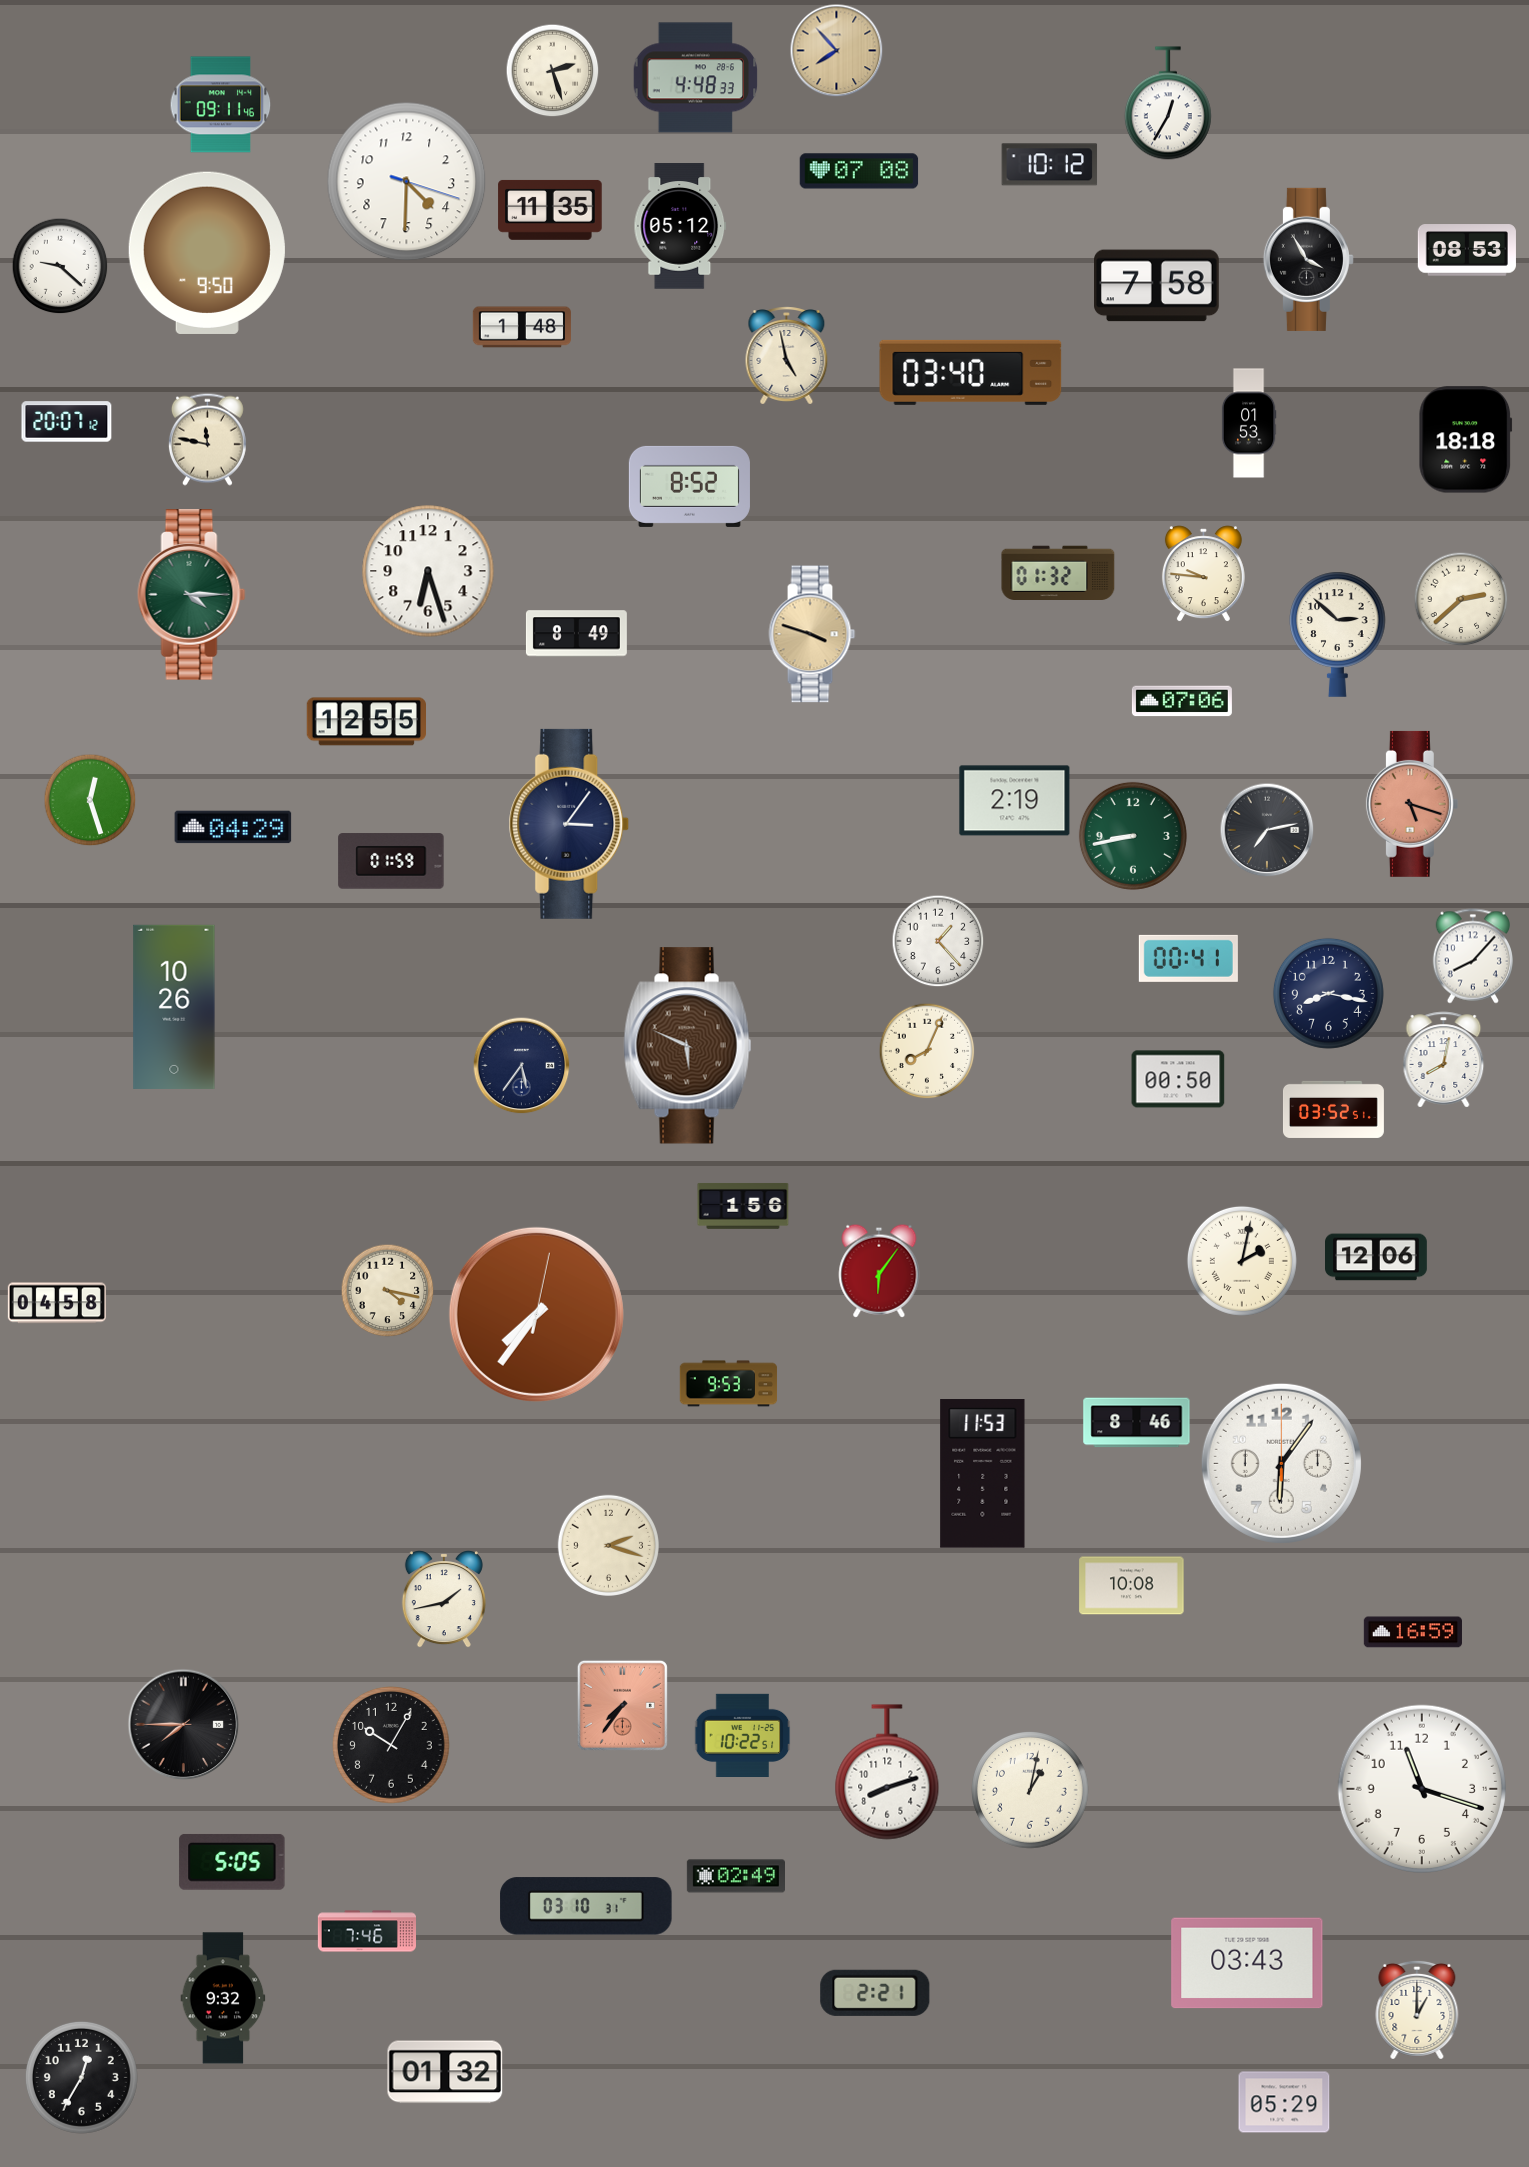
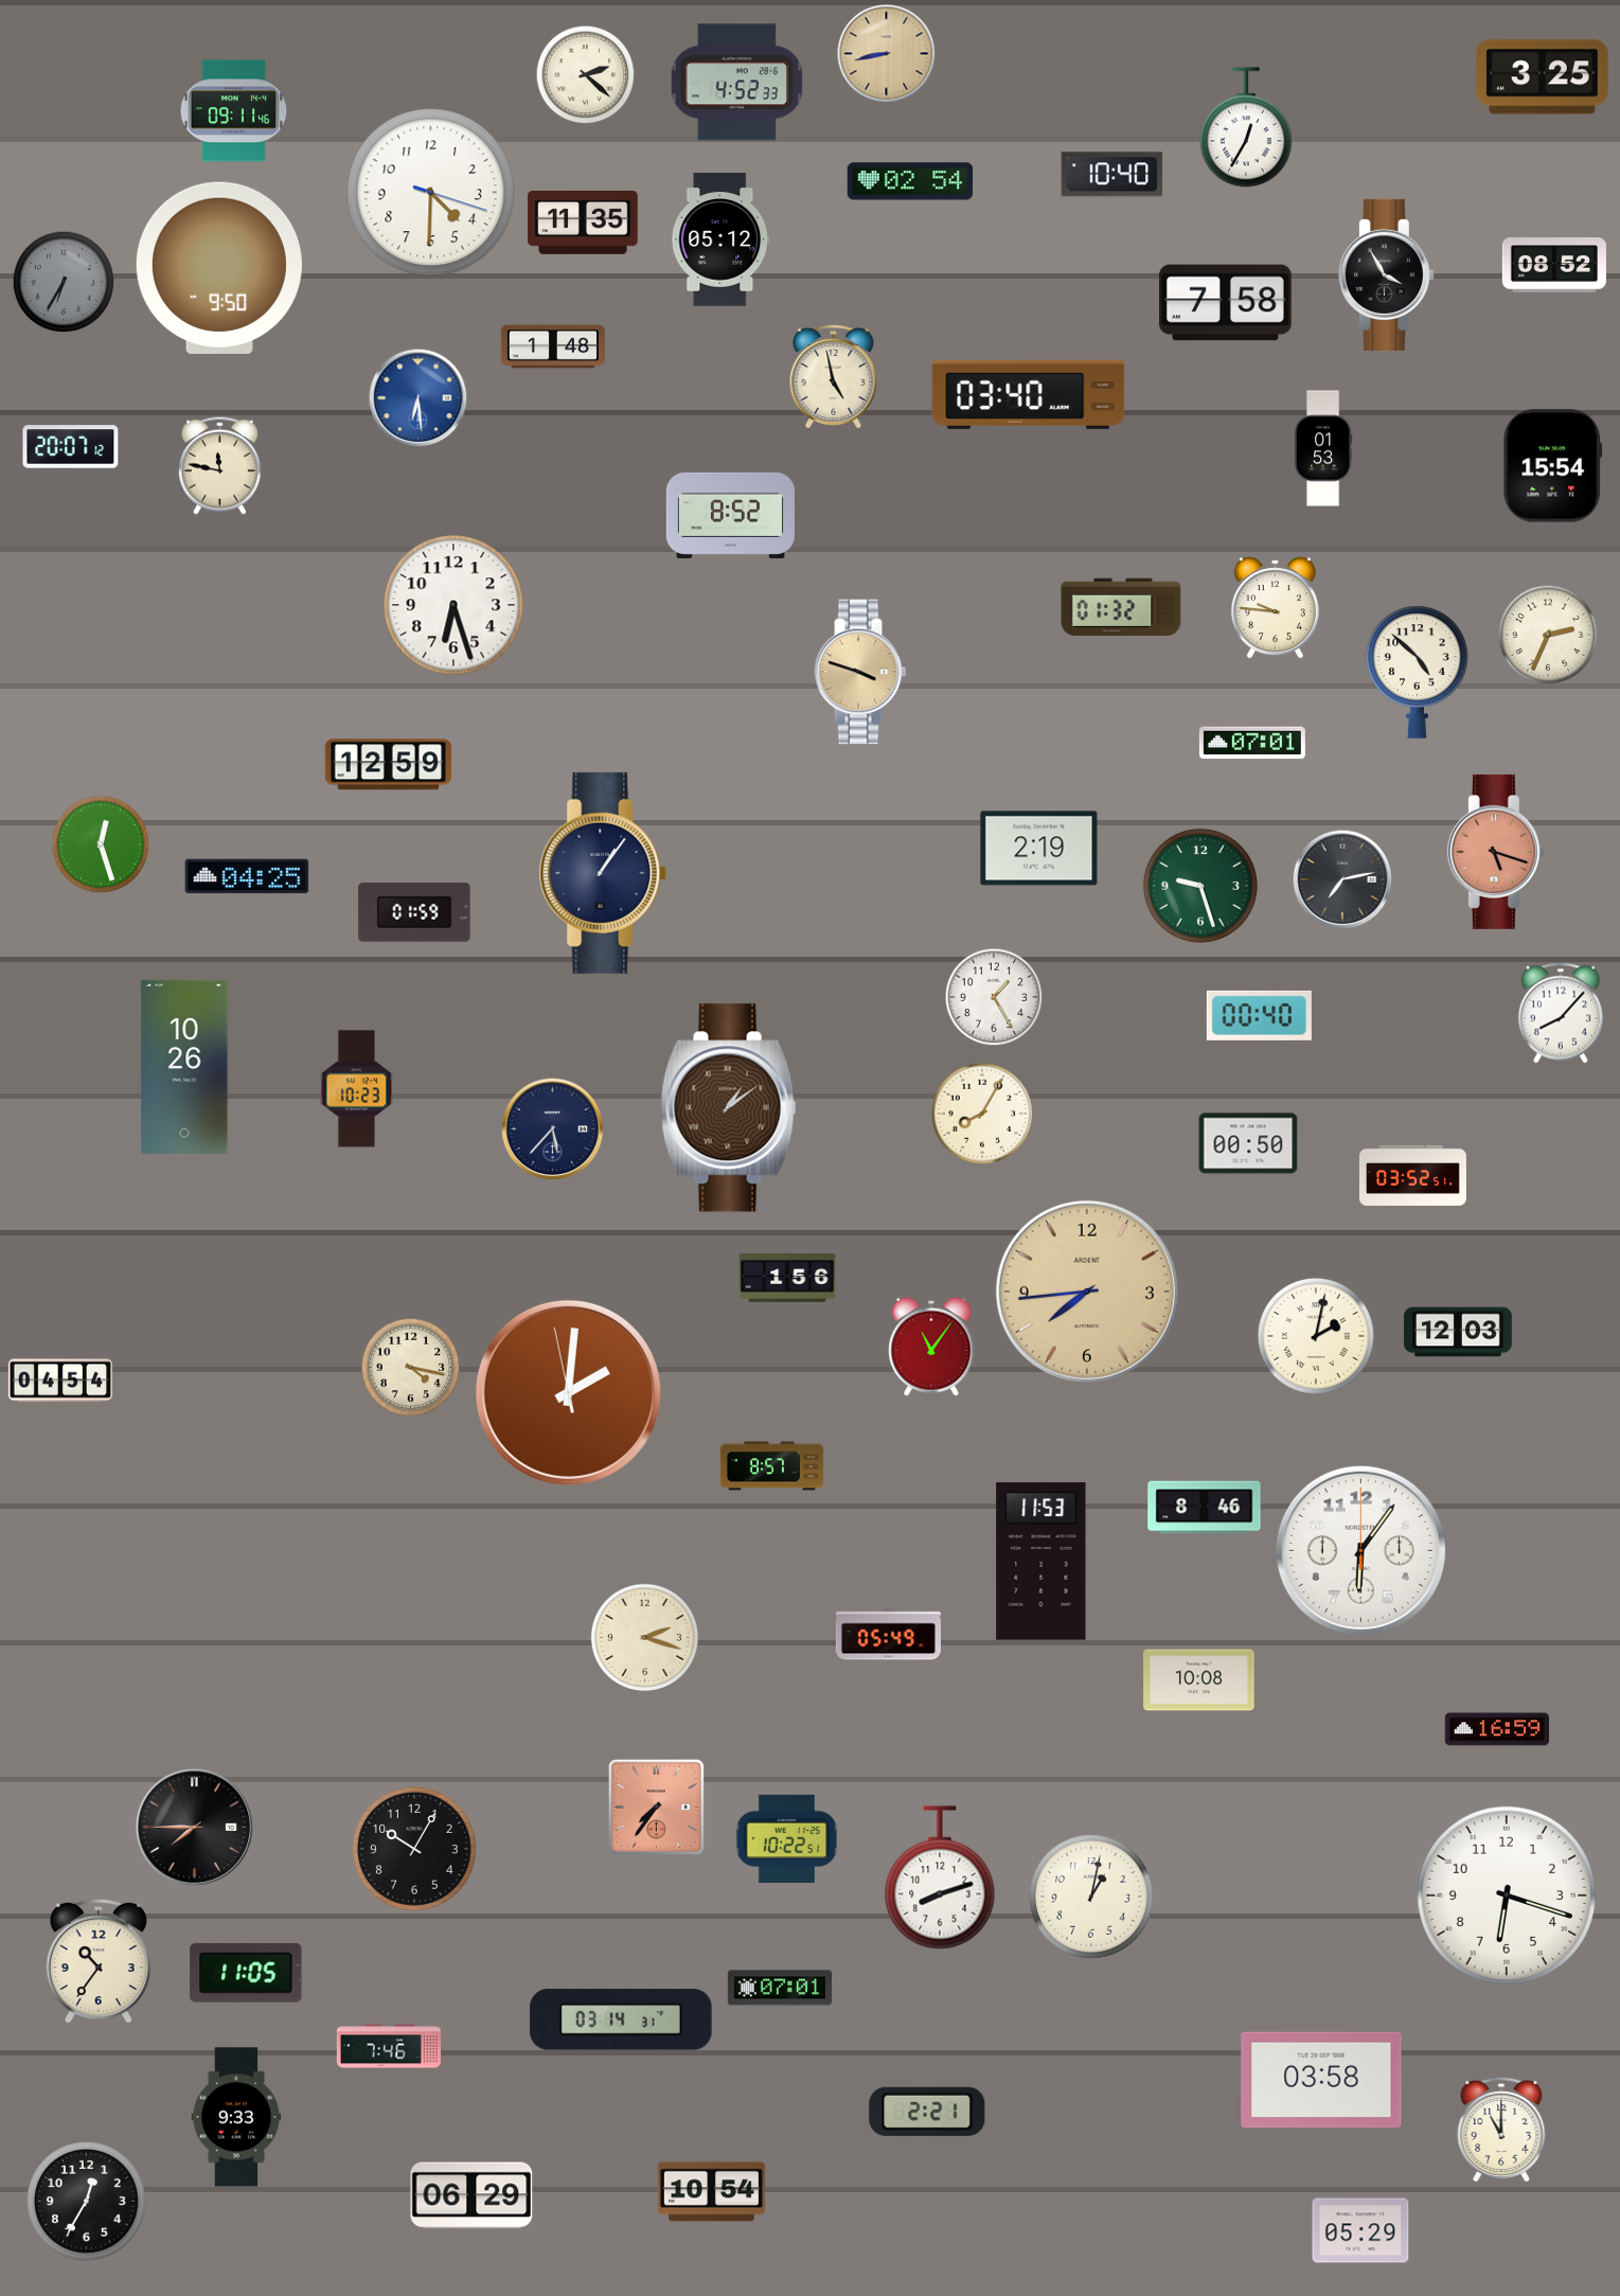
clock at (837, 51): 7:53 -> 8:43
clock at (553, 71): 2:27 -> 2:22
clock at (1542, 77): none -> 3:25
clock at (696, 78): 4:48 -> 4:52
clock at (1168, 103) position: (1168, 103) -> (1246, 127)
clock at (1050, 165): 10:12 -> 10:40
clock at (859, 171): 07:08 -> 02:54
clock at (1467, 250): 08:53 -> 08:52
clock at (60, 266): 9:22 -> 6:35
clock at (60, 266) dial: white -> grey
clock at (419, 398): none -> 6:29
clock at (1466, 440): 18:18 -> 15:54
clock at (192, 595): 4:15 -> none
clock at (1461, 599): 2:38 -> 2:34
clock at (576, 634): 8:49 -> none
clock at (1338, 634): 2:52 -> 4:52
clock at (1182, 701): 07:06 -> 07:01
clock at (366, 722): 12:55 -> 12:59
clock at (90, 800) position: (90, 800) -> (101, 844)
clock at (1015, 801) position: (1015, 801) -> (1039, 849)
clock at (569, 824): 3:06 -> 1:06
clock at (233, 827): 04:29 -> 04:25
clock at (1133, 836): 8:43 -> 9:27
clock at (938, 941): 1:23 -> 1:25
clock at (1188, 958): 00:41 -> 00:40
clock at (1328, 993): 8:17 -> none
clock at (357, 1089): none -> 10:23
clock at (688, 1046): 5:49 -> 1:09
clock at (927, 1051): 8:04 -> 8:05
clock at (1444, 1060): 8:02 -> none
clock at (522, 1066): 5:36 -> 5:37
clock at (1087, 1292): none -> 7:44
clock at (1377, 1257): 12:06 -> 12:03
clock at (879, 1271): 6:06 -> 11:06
clock at (56, 1303): 04:58 -> 04:54
clock at (536, 1314): 7:36 -> 2:00
clock at (729, 1384): 9:53 -> 8:57
clock at (1281, 1463) position: (1281, 1463) -> (1360, 1550)
clock at (888, 1635): none -> 05:49
clock at (444, 1600): 1:43 -> none
clock at (622, 1705) position: (622, 1705) -> (656, 1806)
clock at (1422, 1789): 11:18 -> 6:18
clock at (99, 1961): none -> 10:36
clock at (232, 1862): 5:05 -> 11:05
clock at (735, 1876): 02:49 -> 07:01
clock at (586, 1906): 03:10 -> 03:14
clock at (1247, 1963): 03:43 -> 03:58
clock at (223, 1998): 9:32 -> 9:33
clock at (1417, 2010): 1:00 -> 11:00
clock at (711, 2192): none -> 10:54
clock at (445, 2072): 01:32 -> 06:29
clock at (1284, 2102) position: (1284, 2102) -> (1360, 2230)
